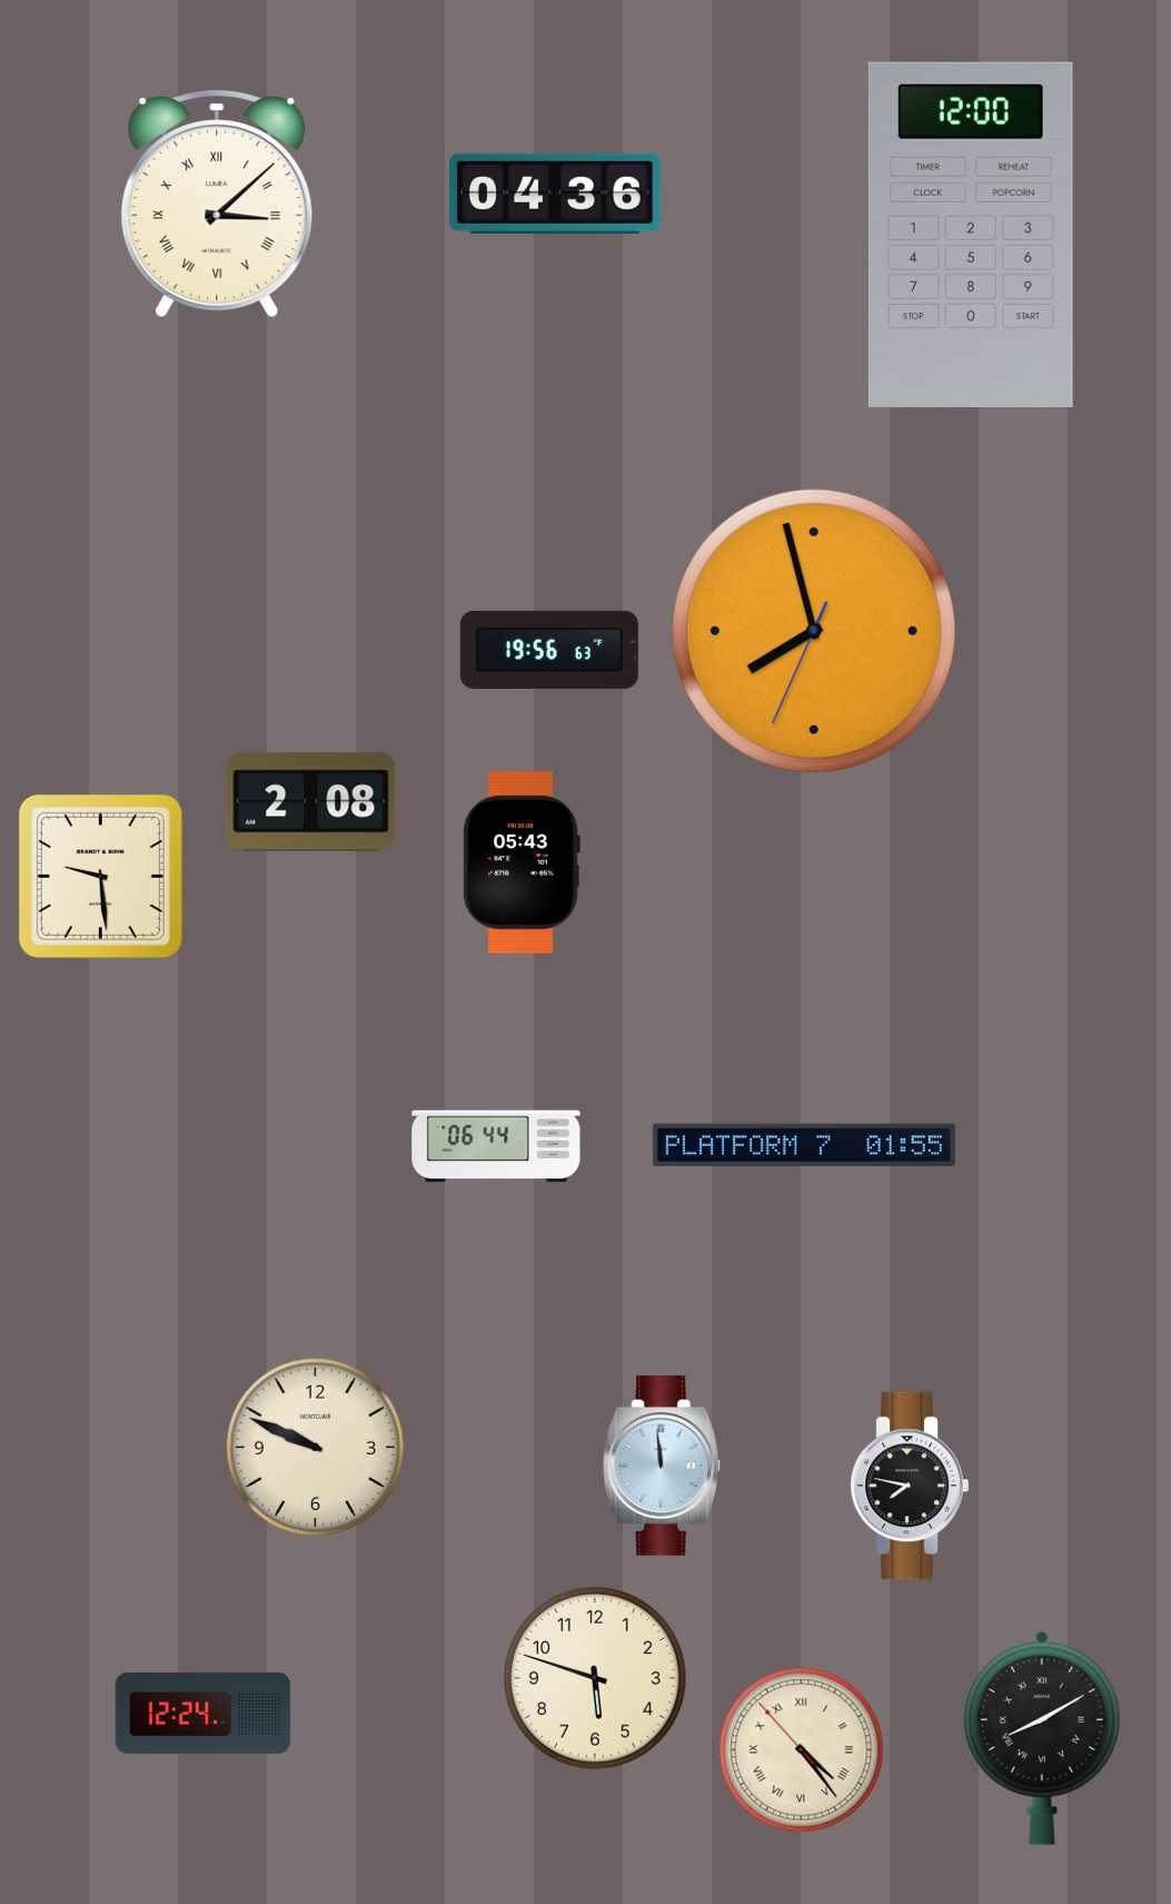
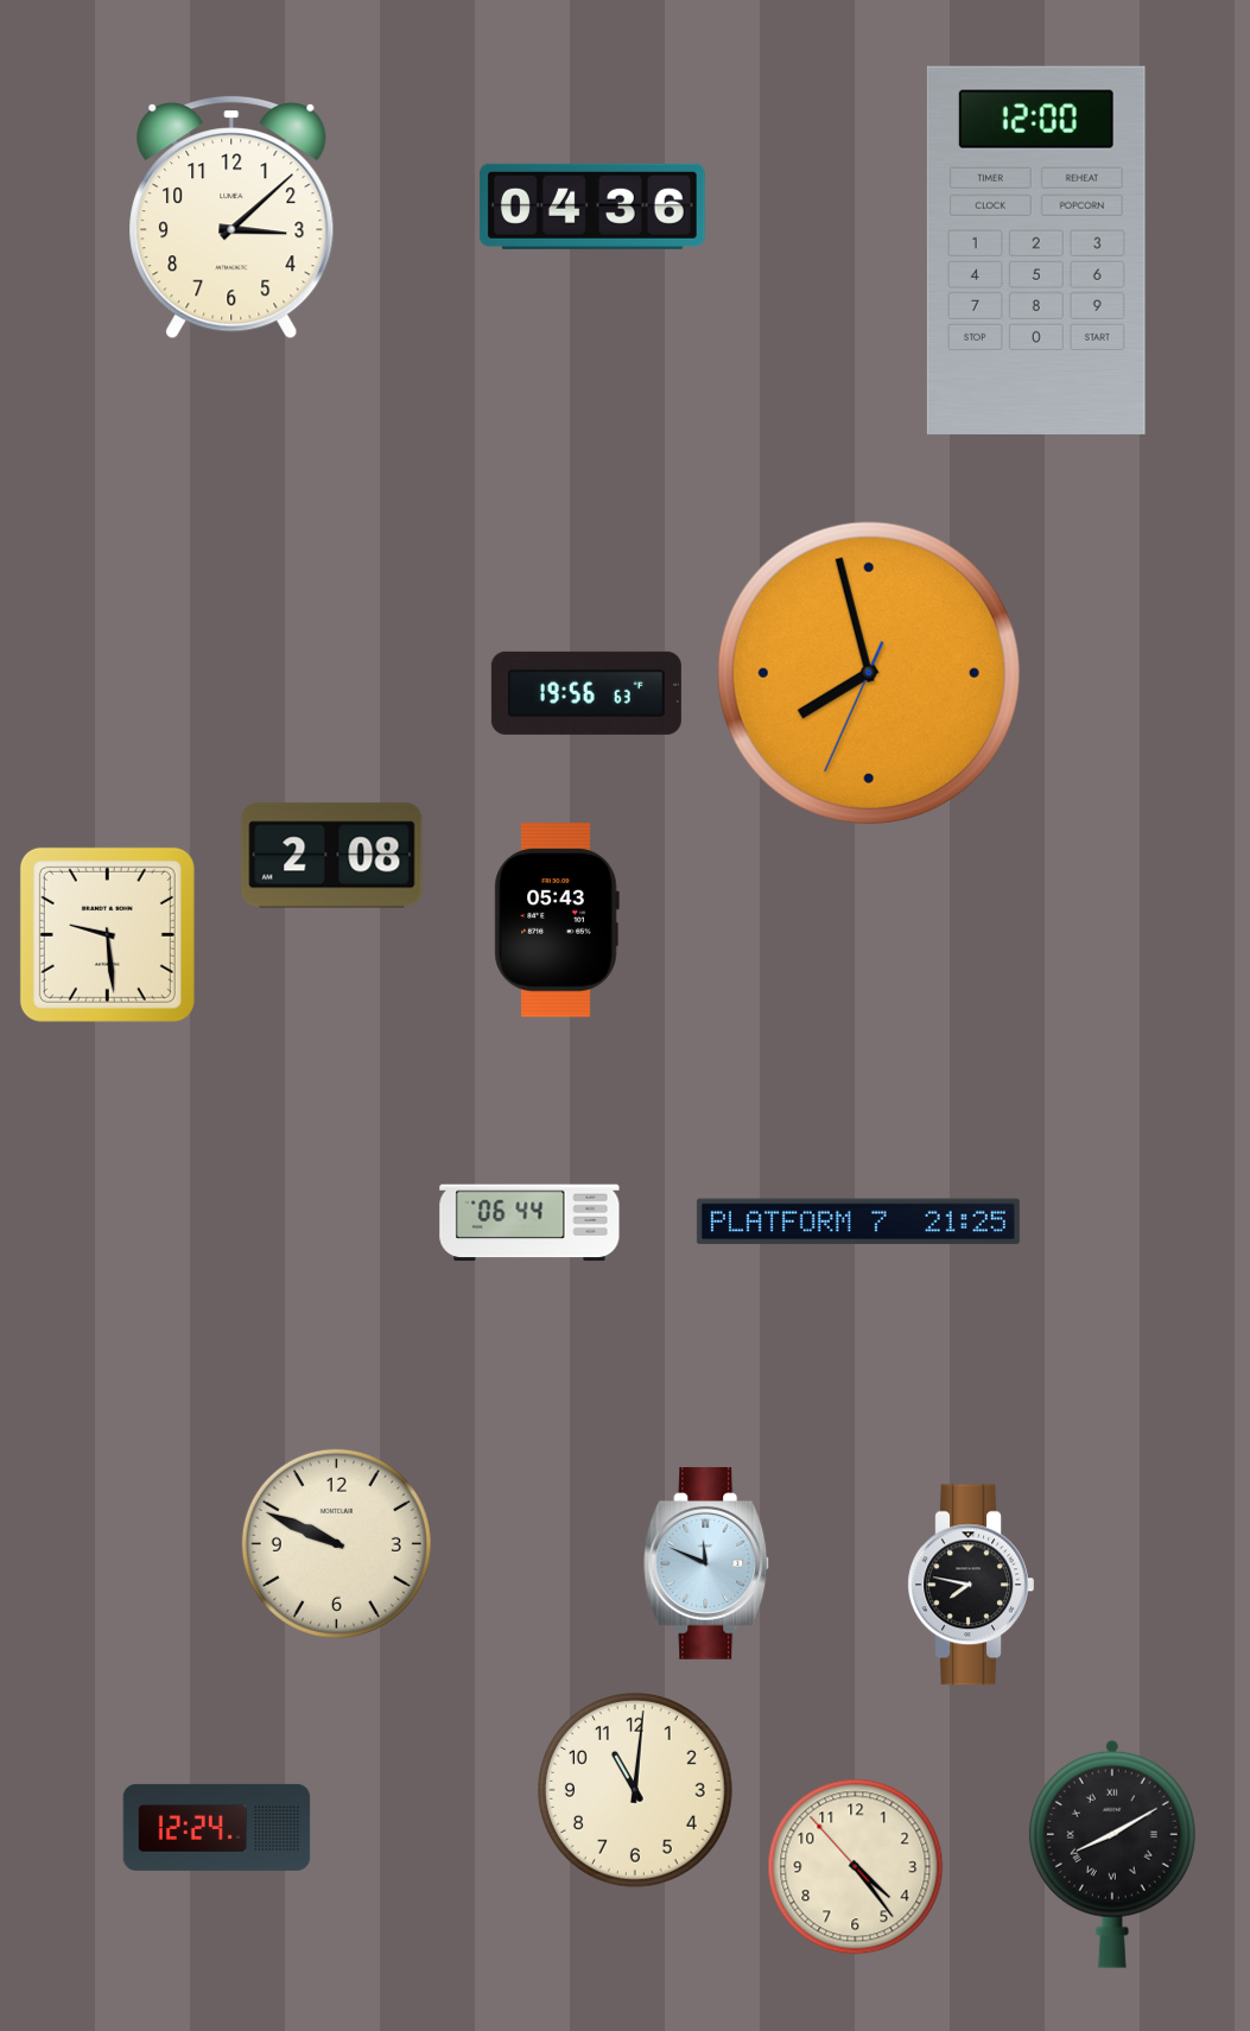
clock at (217, 205) numerals: Roman -> Arabic
clock at (804, 1145): 01:55 -> 21:25
clock at (663, 1466): 11:59 -> 11:49
clock at (595, 1678): 5:48 -> 11:01
clock at (802, 1750) numerals: Roman -> Arabic
